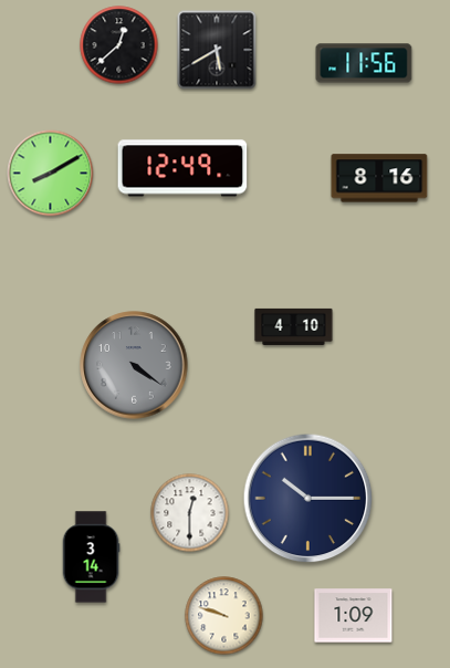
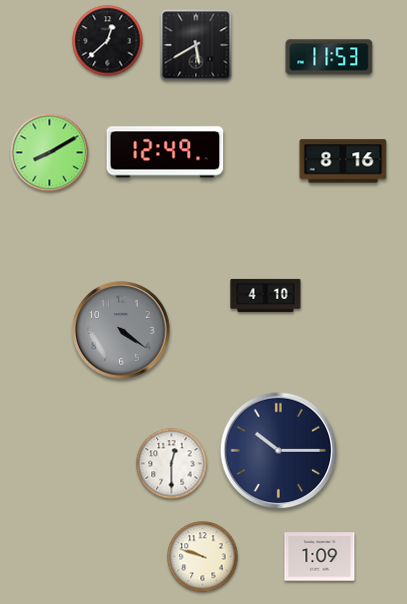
clock at (364, 63): 11:56 -> 11:53
clock at (51, 174) position: (51, 174) -> (50, 153)
clock at (91, 557): 3:14 -> none
